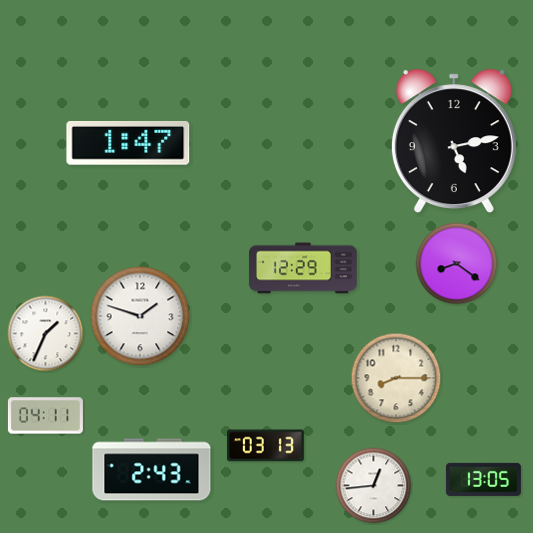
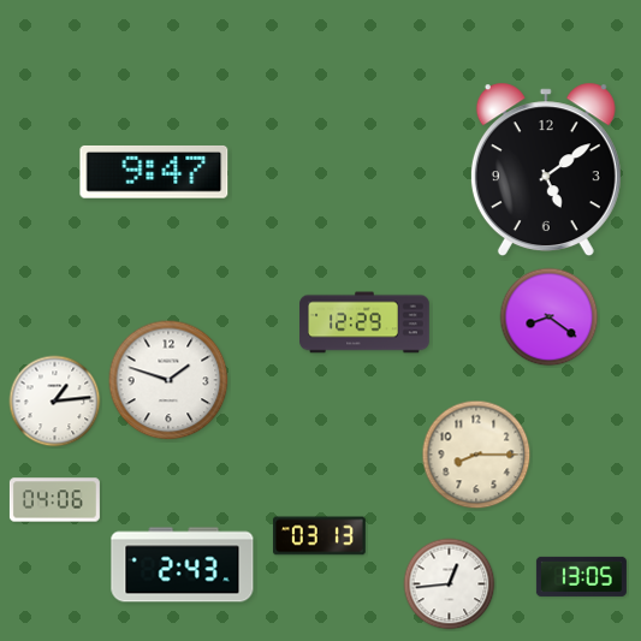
clock at (454, 141): 5:13 -> 5:09
clock at (128, 143): 1:47 -> 9:47
clock at (46, 334): 1:34 -> 1:14
clock at (45, 416): 04:11 -> 04:06
